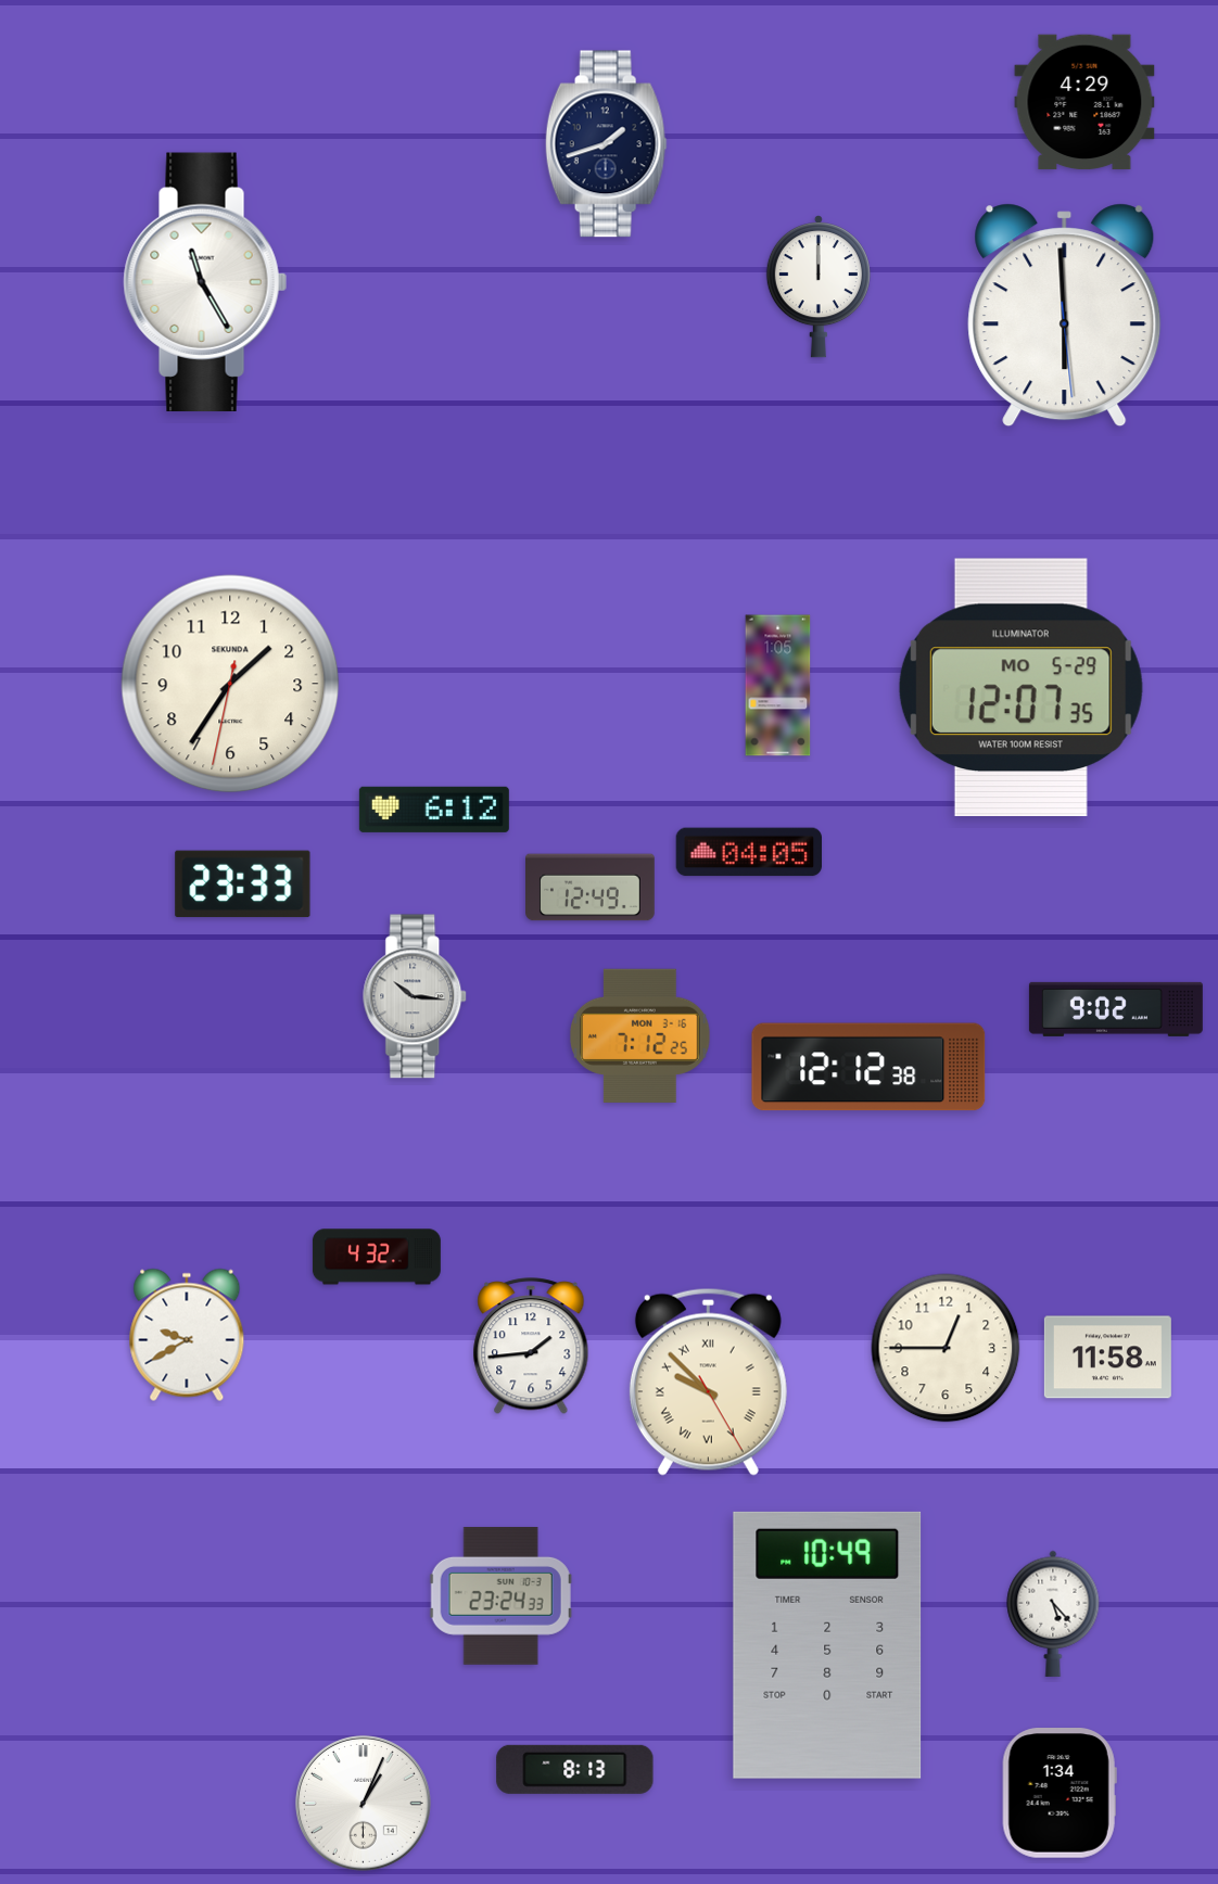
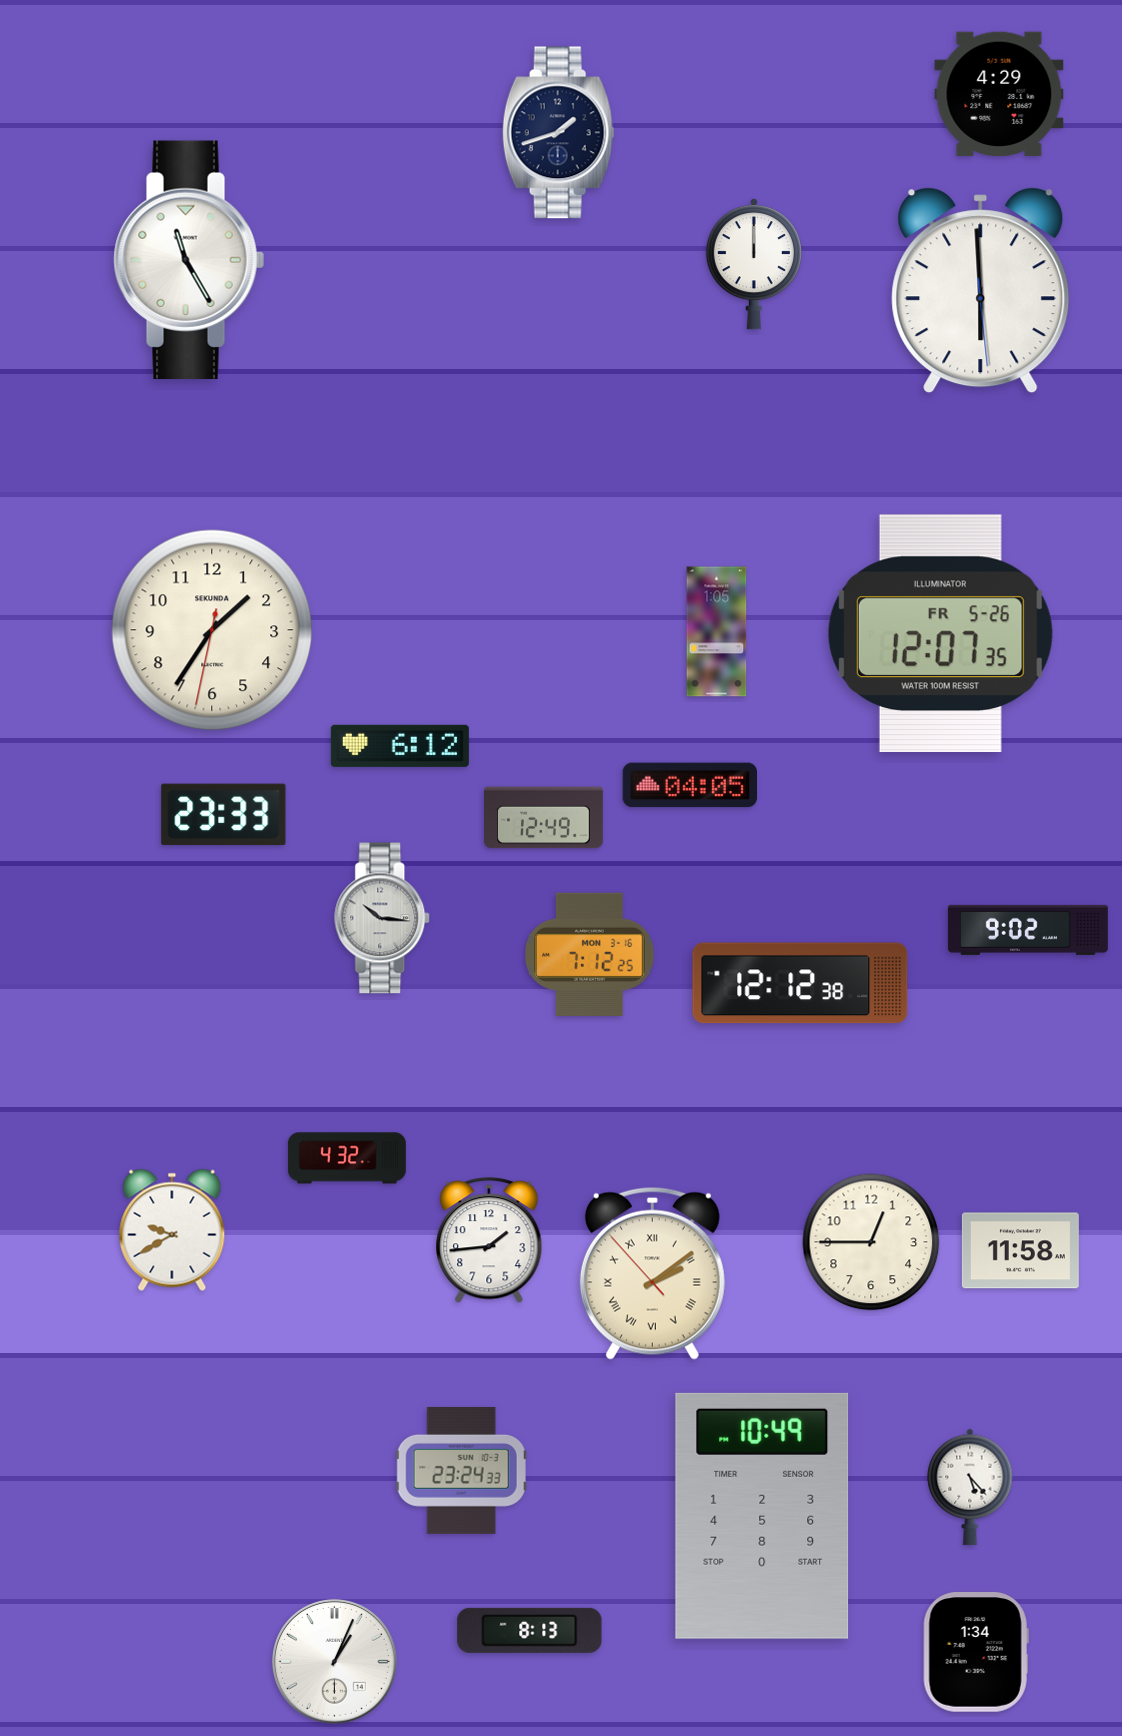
clock at (1020, 687) date: MO 5-29 -> FR 5-26
clock at (708, 1382): 9:52 -> 2:08
